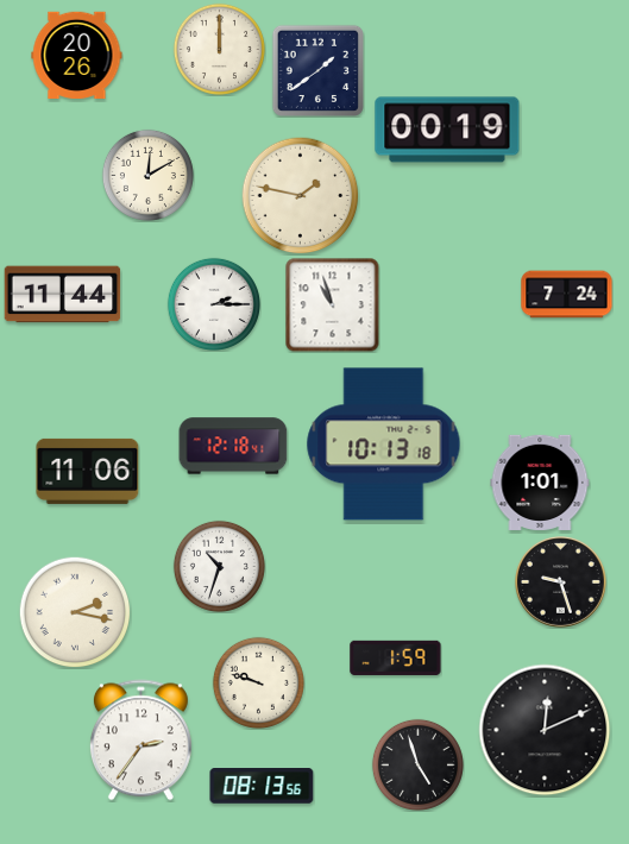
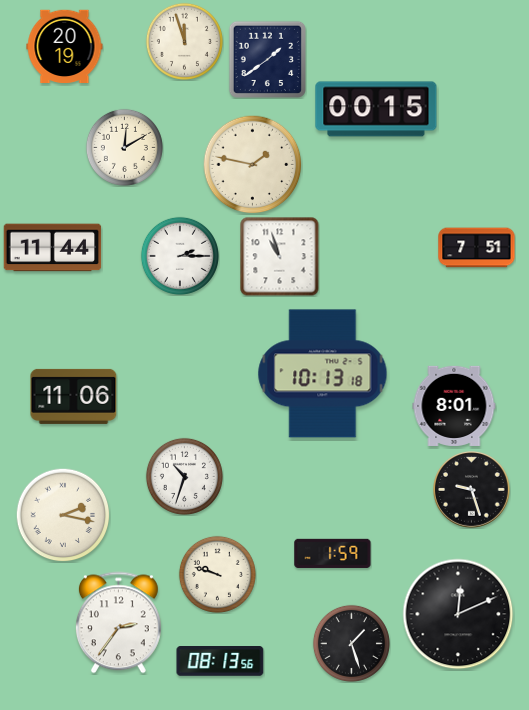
clock at (219, 49): 12:00 -> 11:57
clock at (77, 55): 20:26 -> 20:19
clock at (447, 130): 00:19 -> 00:15
clock at (567, 295): 7:24 -> 7:51
clock at (233, 446): 12:18 -> none
clock at (540, 483): 1:01 -> 8:01
clock at (417, 764): 4:57 -> 1:27
